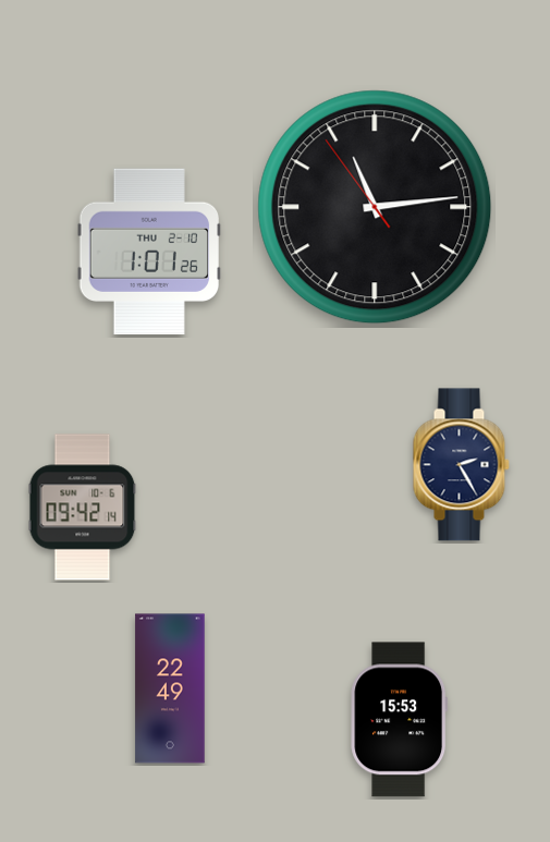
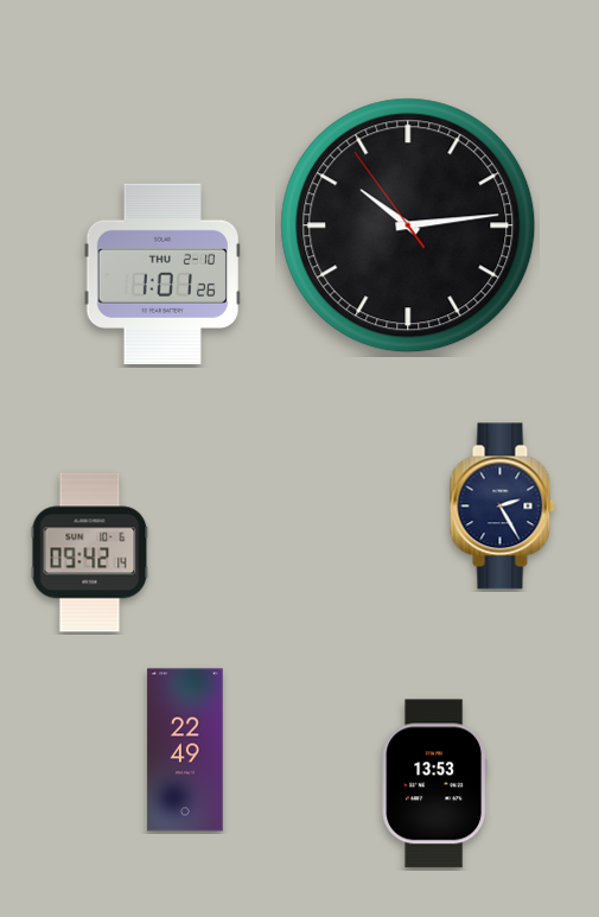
clock at (375, 207): 11:13 -> 10:13
clock at (400, 720): 15:53 -> 13:53
